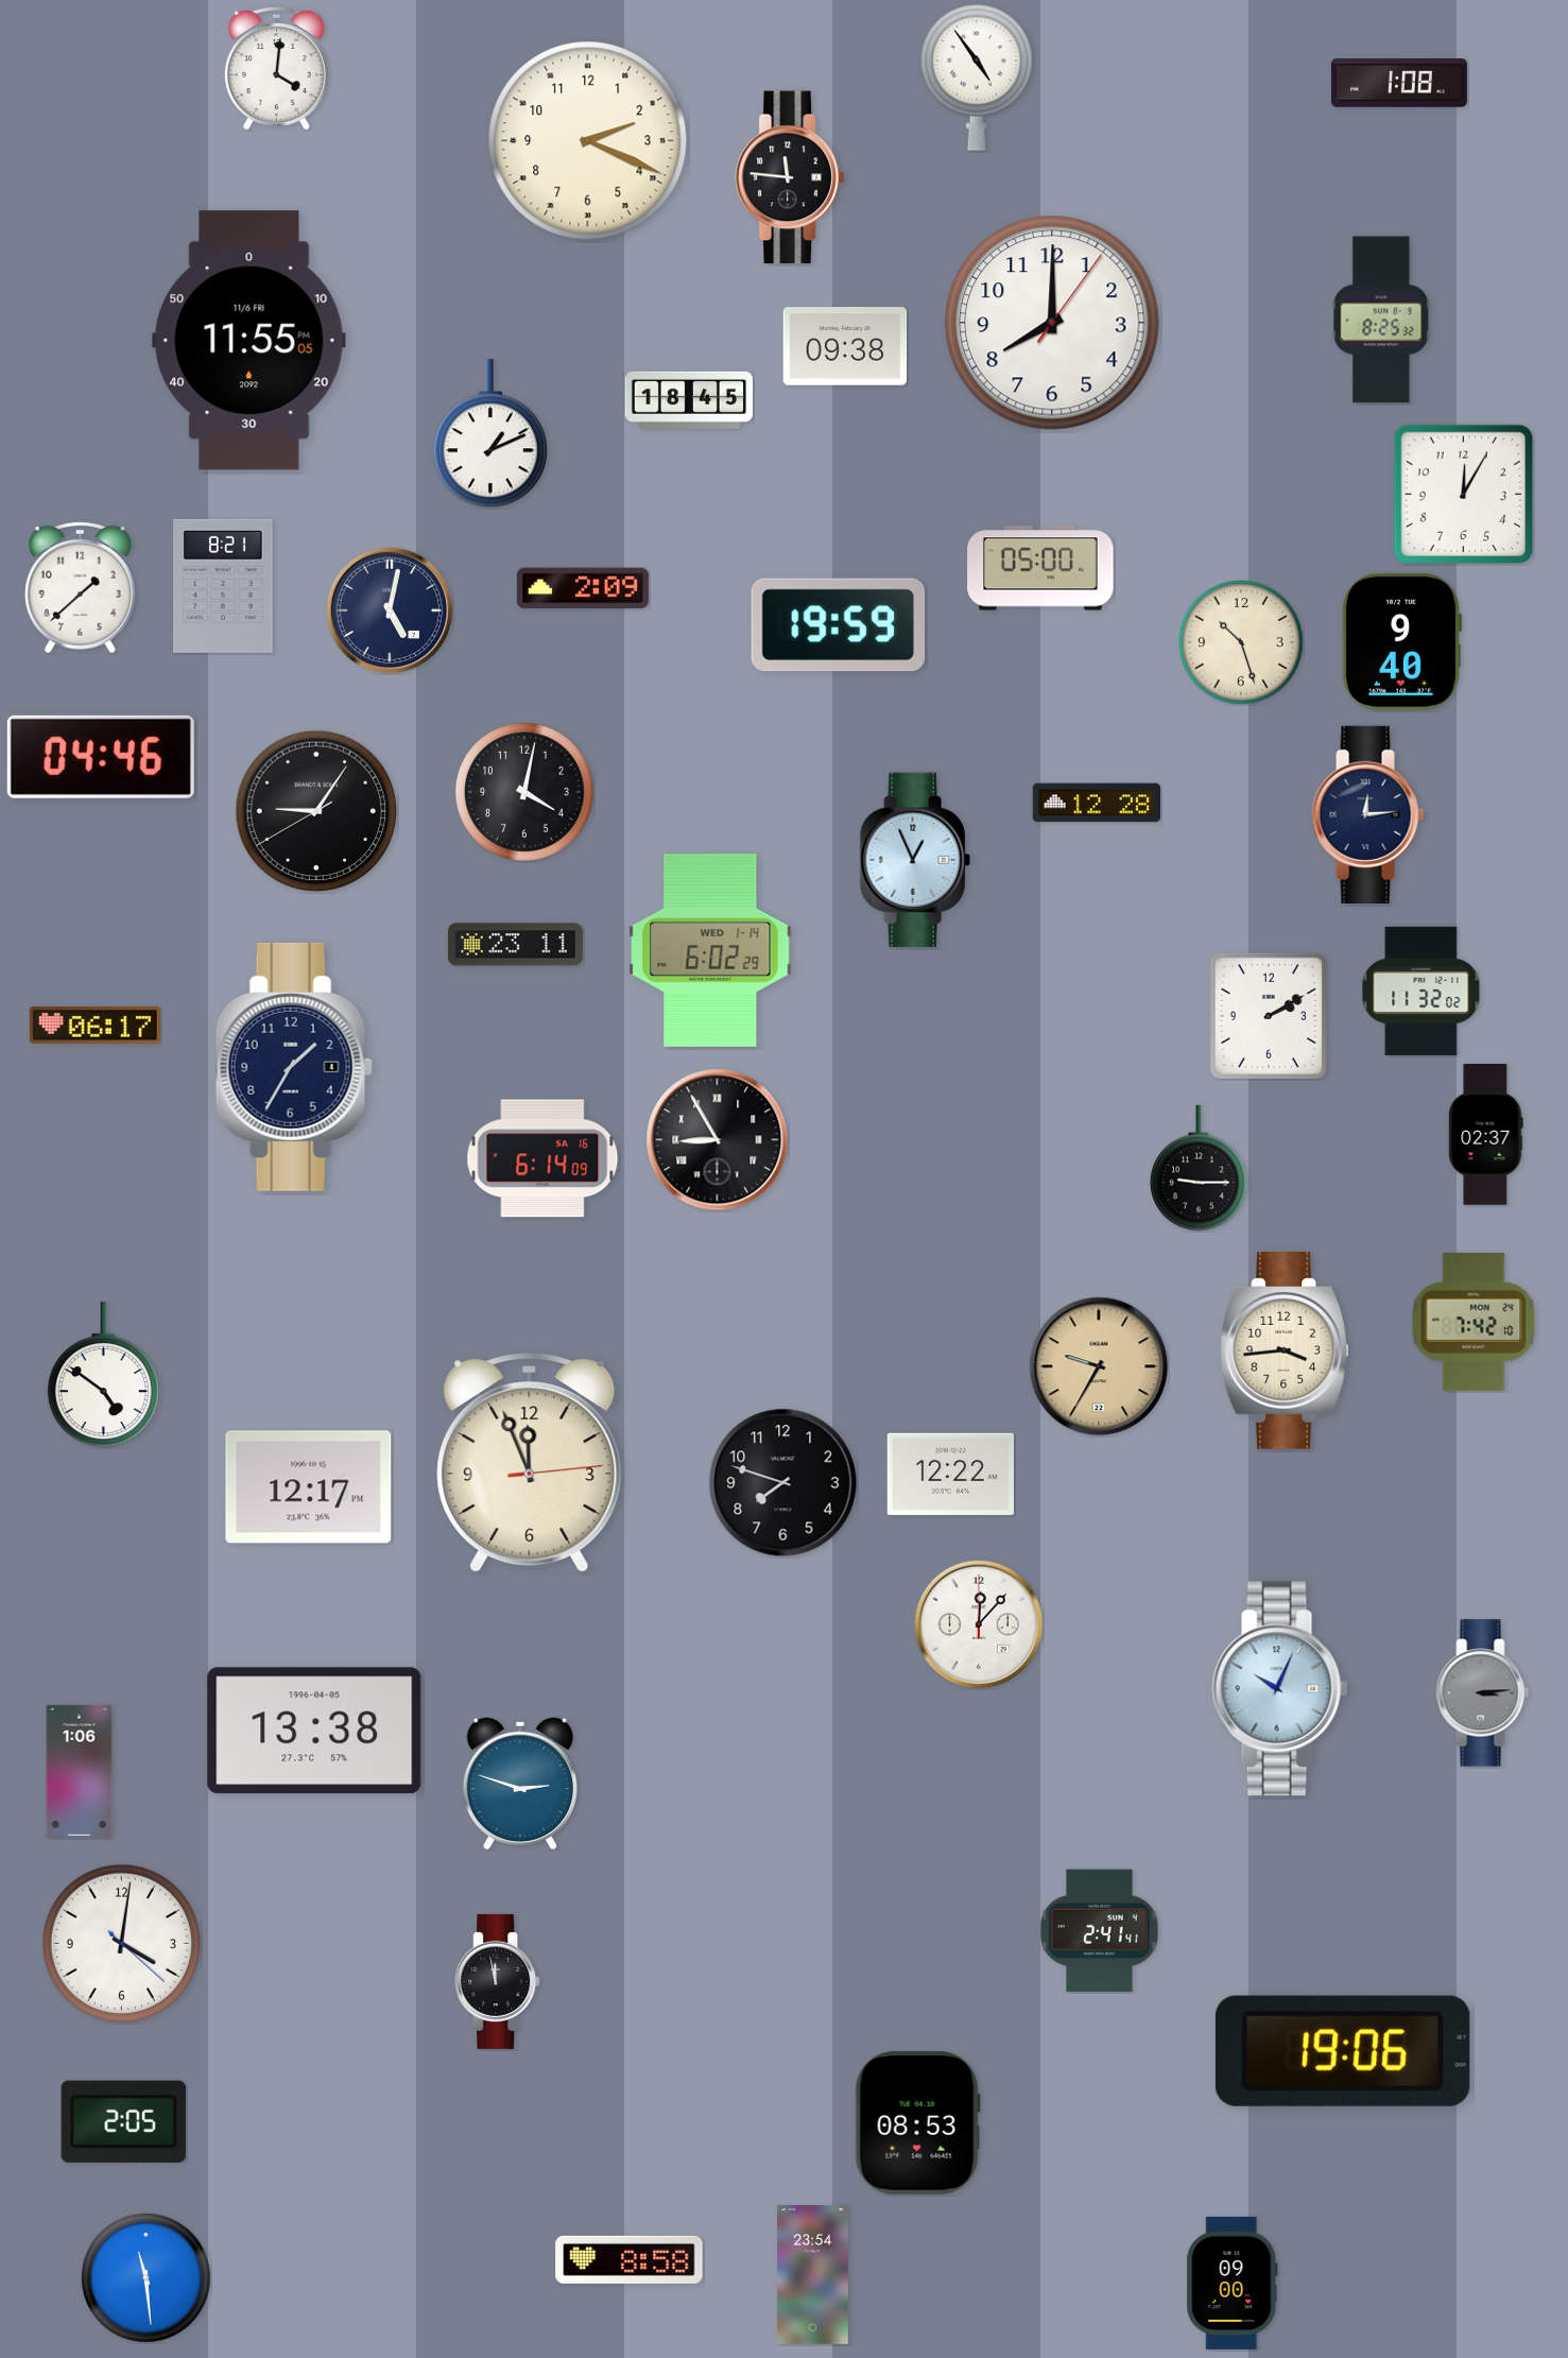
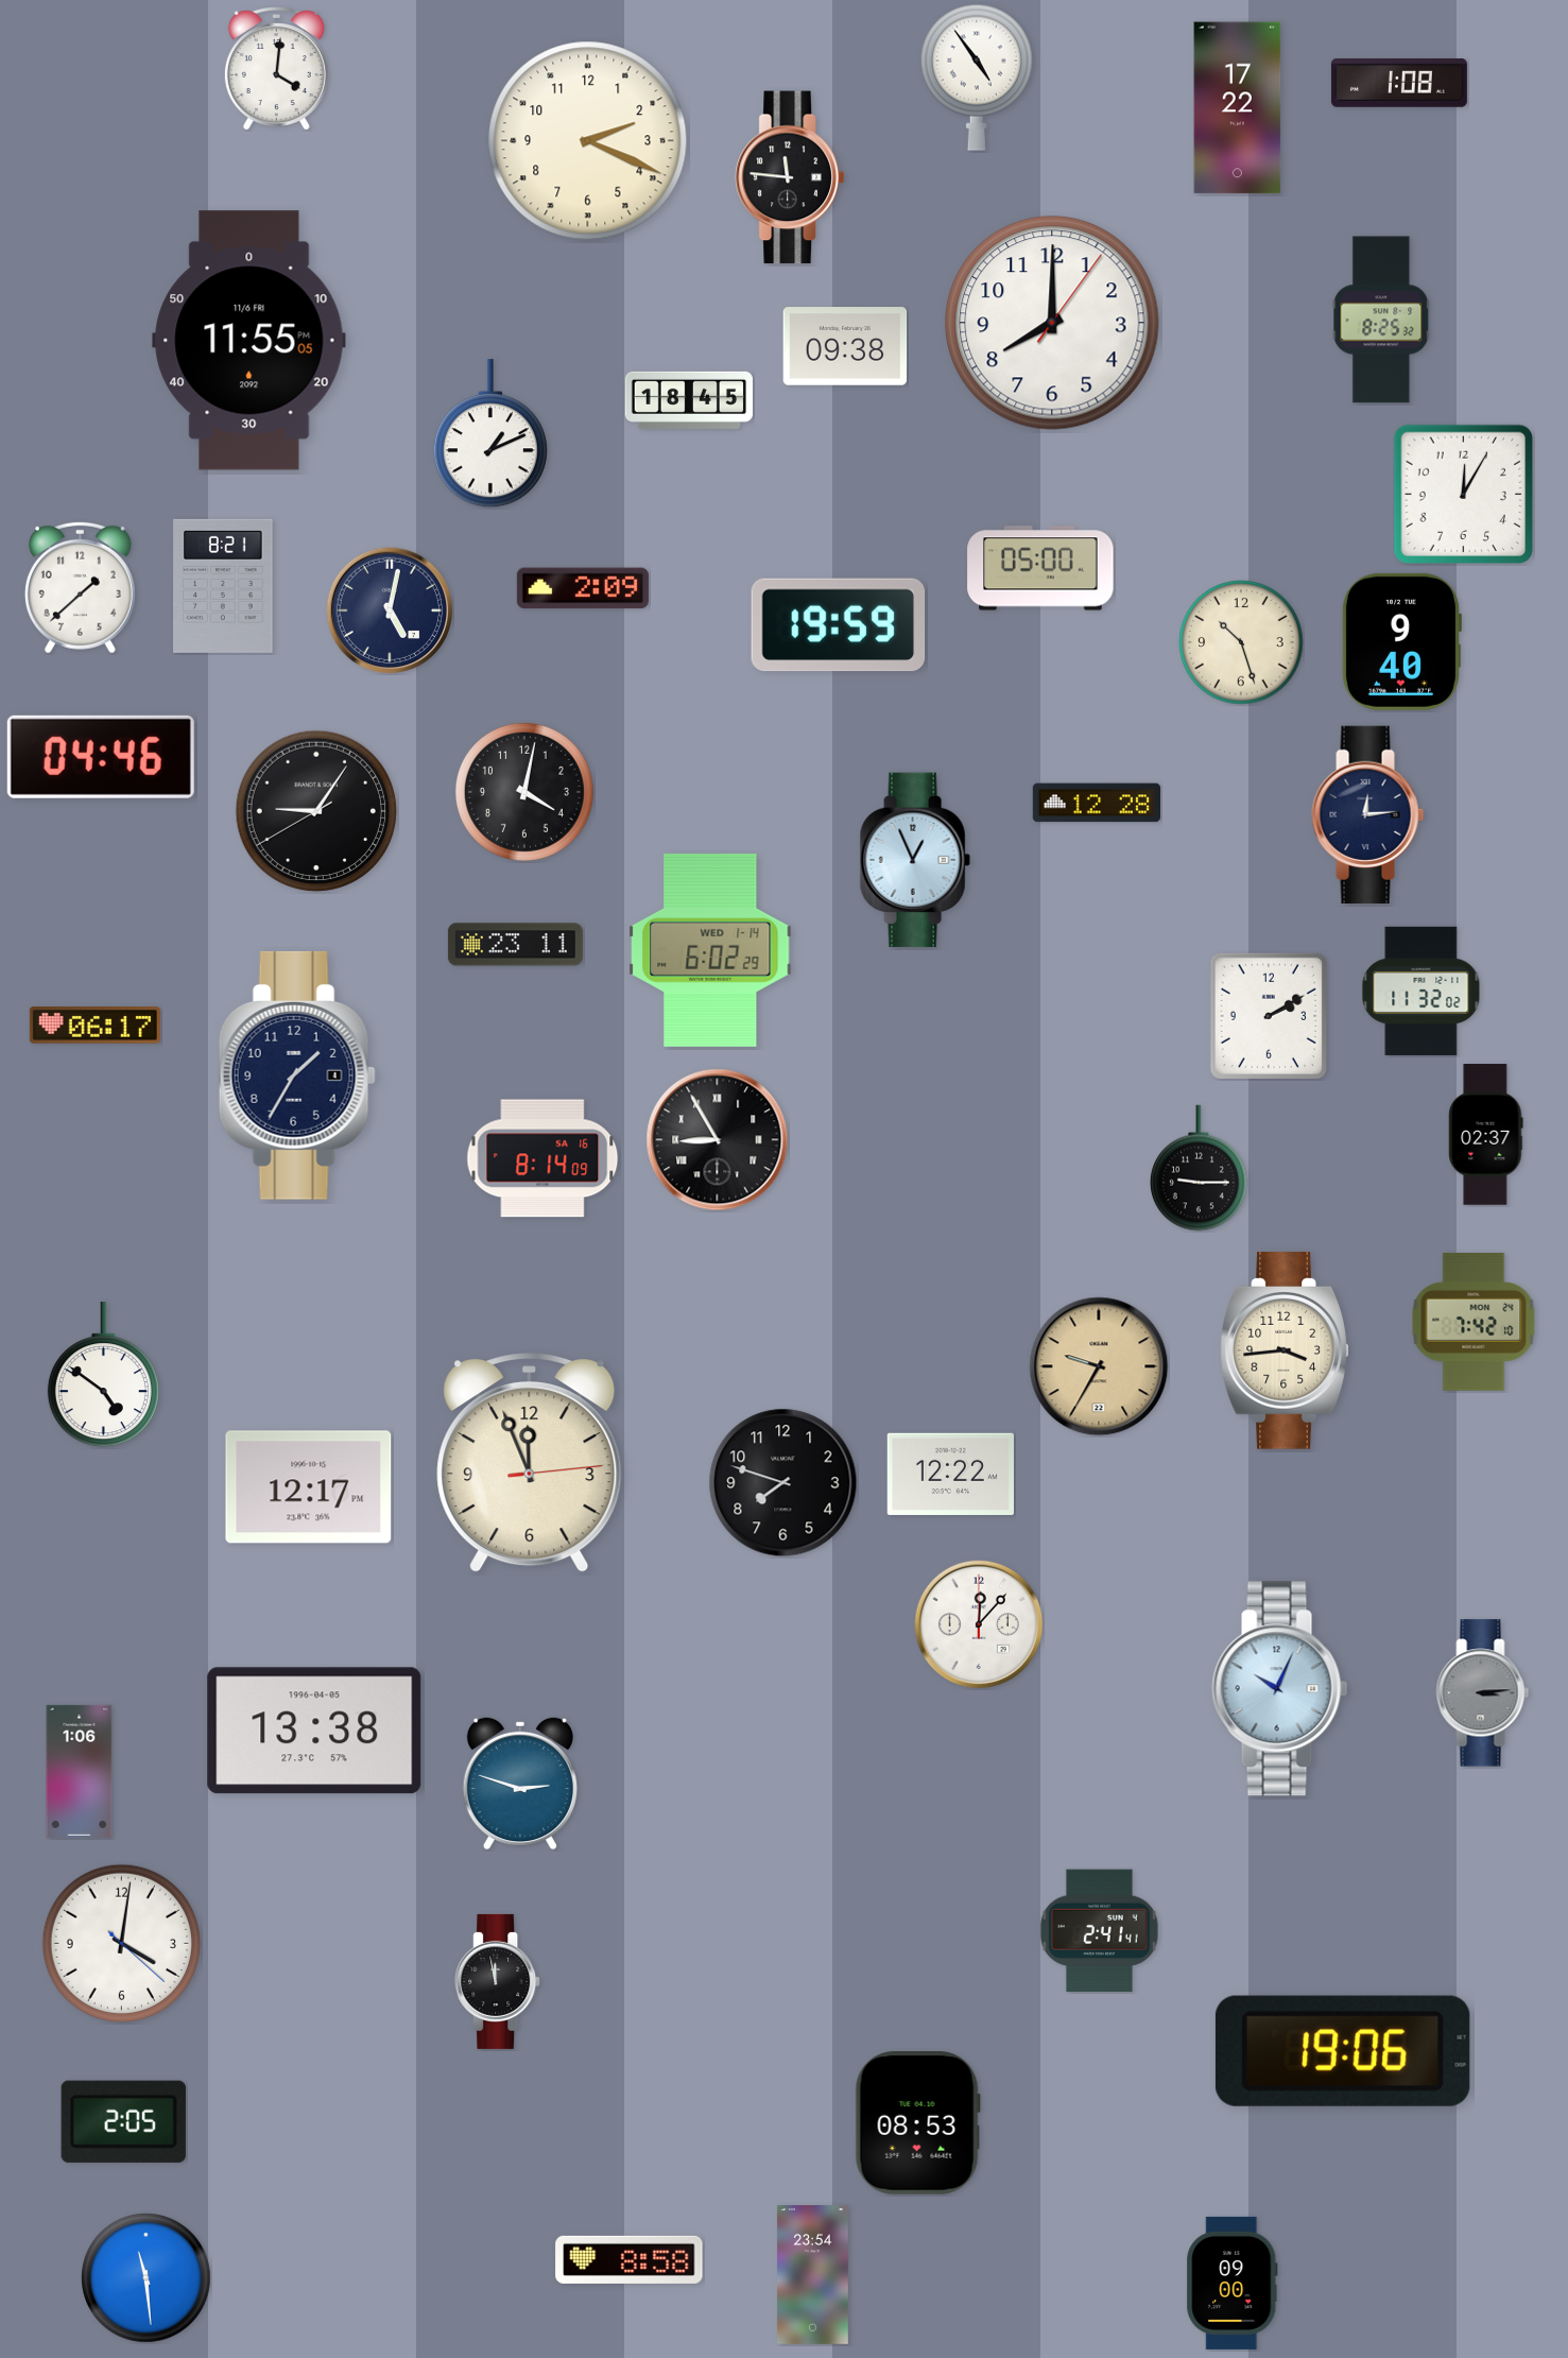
clock at (1238, 108): none -> 17:22
clock at (294, 1067) position: (294, 1067) -> (297, 1075)
clock at (542, 1158): 6:14 -> 8:14
